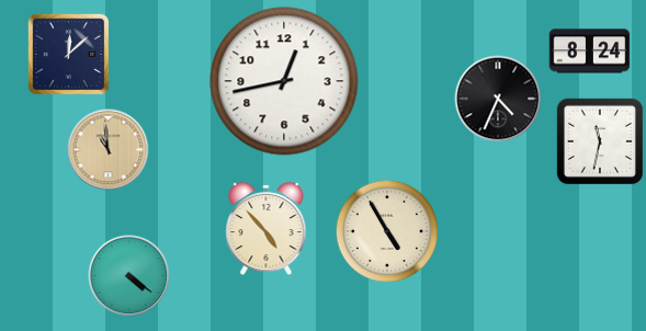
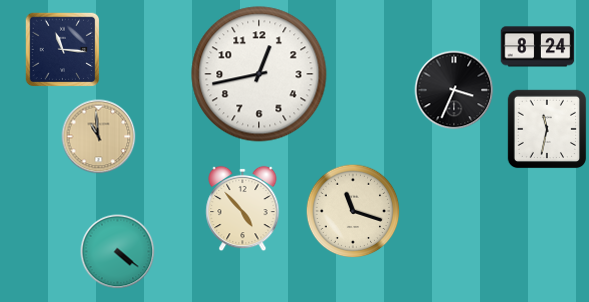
clock at (69, 55): 12:08 -> 11:16
clock at (498, 99): 4:34 -> 3:34
clock at (387, 231): 4:55 -> 11:18
